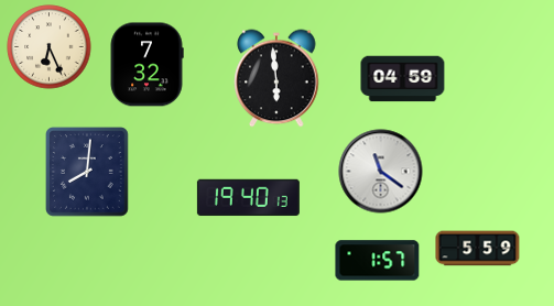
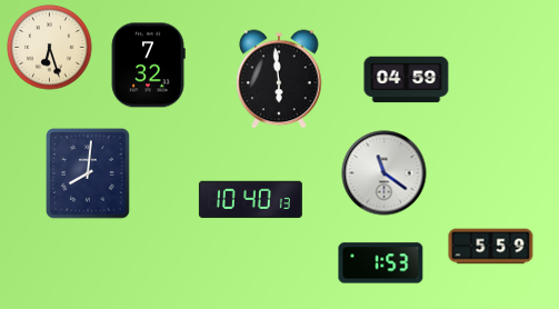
clock at (50, 47): 6:26 -> 6:27
clock at (248, 198): 19:40 -> 10:40
clock at (478, 249) position: (478, 249) -> (491, 247)
clock at (378, 261): 1:57 -> 1:53
